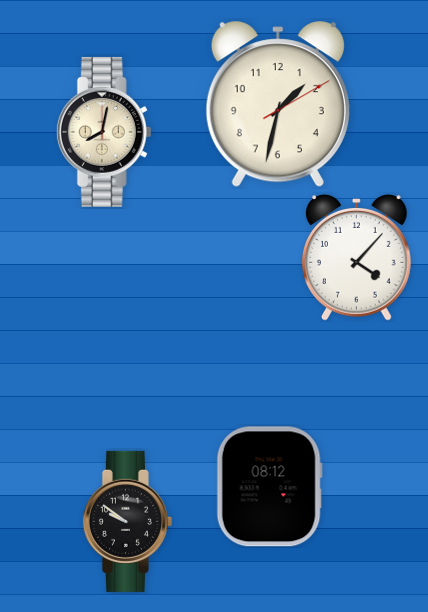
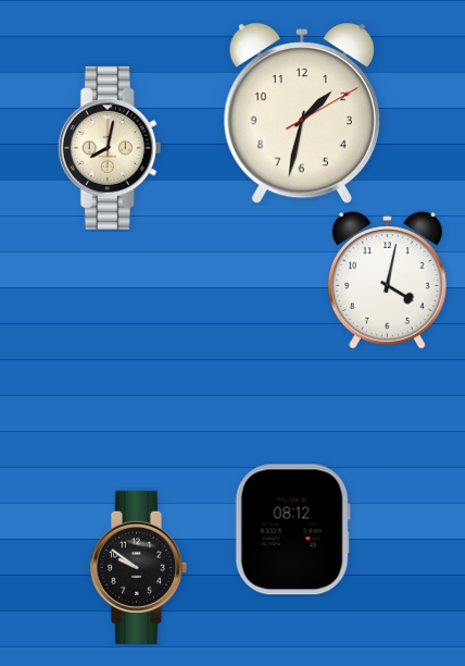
clock at (104, 132) position: (104, 132) -> (110, 148)
clock at (357, 258): 4:07 -> 4:02
